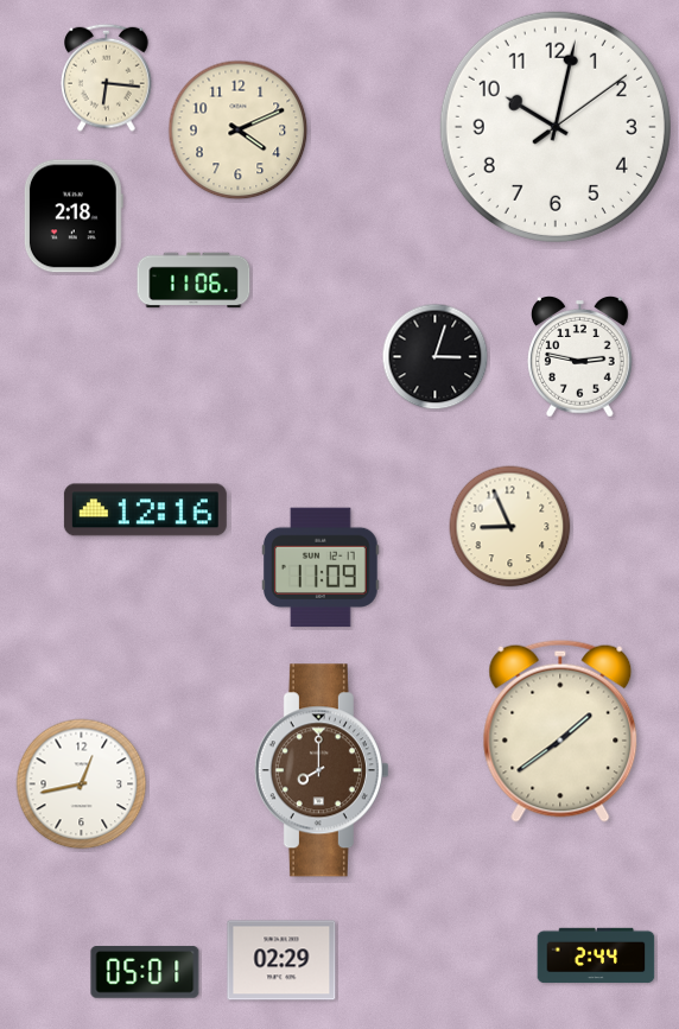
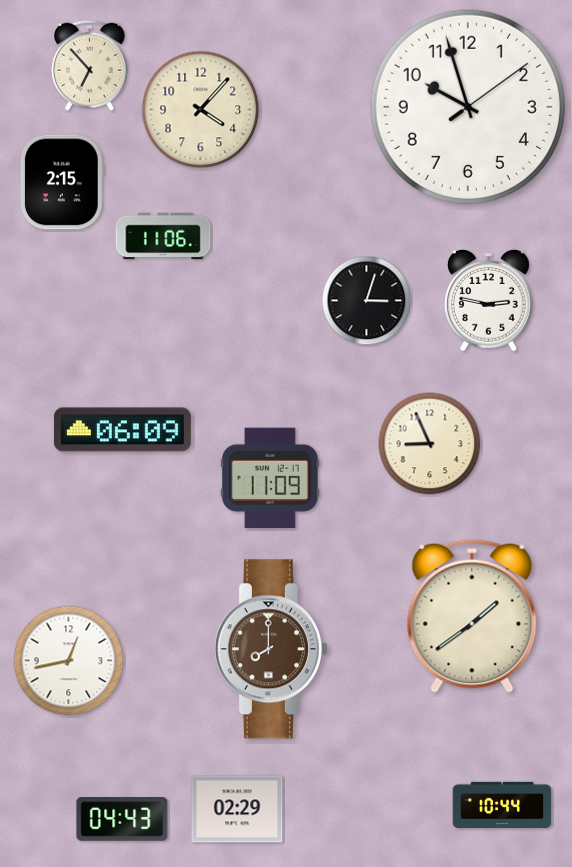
clock at (107, 77): 6:16 -> 6:53
clock at (556, 127): 10:02 -> 9:57
clock at (239, 131): 4:11 -> 4:07
clock at (74, 216): 2:18 -> 2:15
clock at (145, 510): 12:16 -> 06:09
clock at (596, 955): 2:44 -> 10:44
clock at (145, 972): 05:01 -> 04:43
